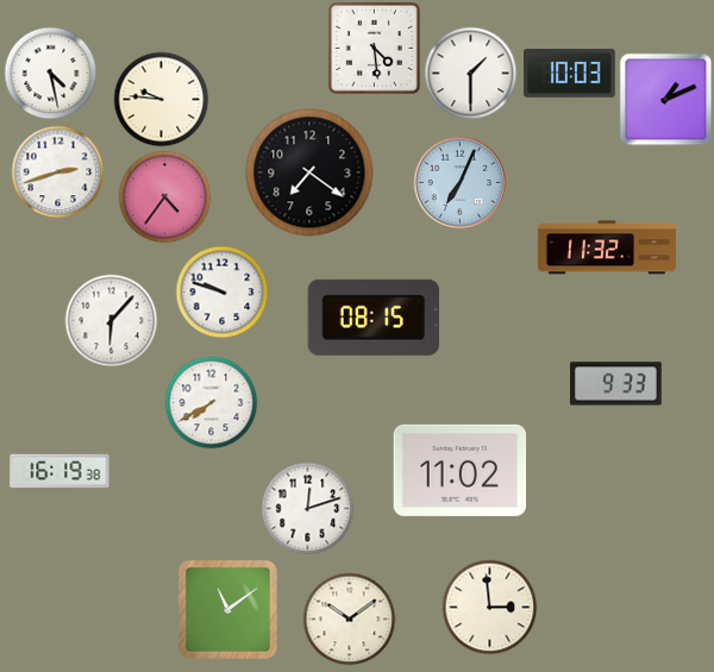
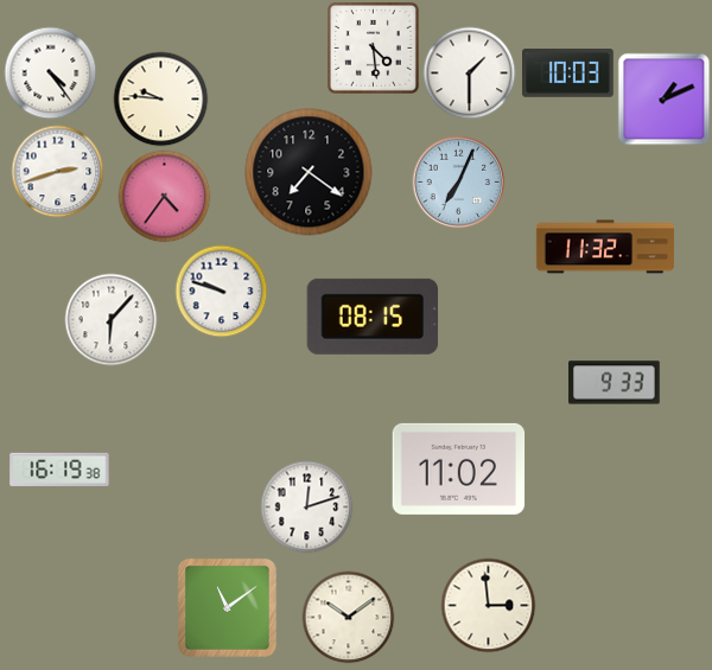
clock at (50, 73): 4:28 -> 4:24
clock at (211, 402): 7:40 -> none
